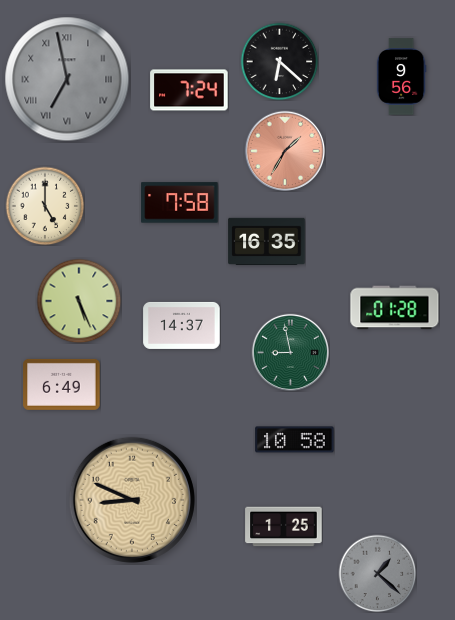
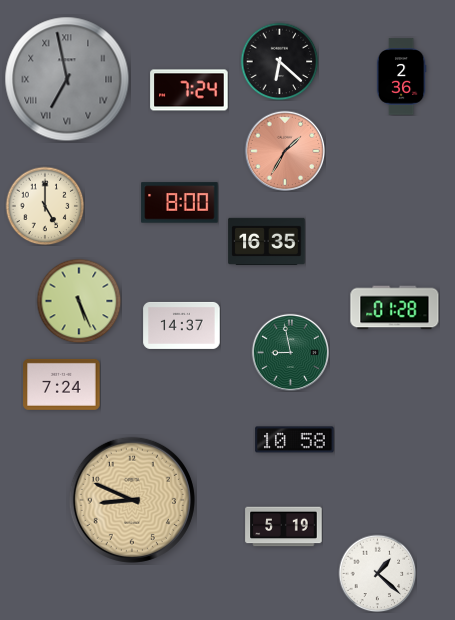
clock at (401, 77): 9:56 -> 2:36
clock at (180, 203): 7:58 -> 8:00
clock at (62, 384): 6:49 -> 7:24
clock at (284, 527): 1:25 -> 5:19
clock at (377, 573) dial: grey -> white
